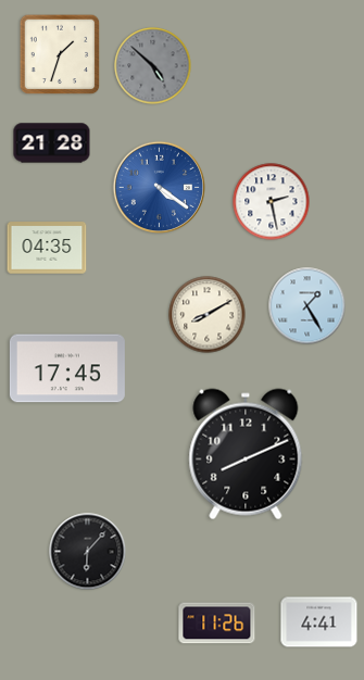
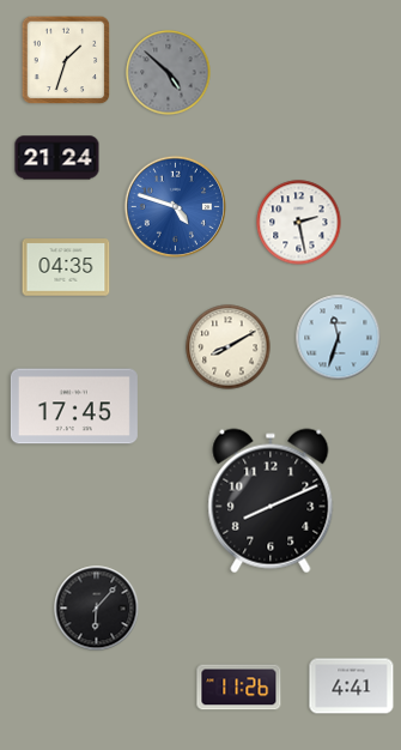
clock at (52, 143): 21:28 -> 21:24
clock at (159, 187): 4:21 -> 4:48
clock at (47, 248) position: (47, 248) -> (66, 267)
clock at (307, 306): 1:25 -> 11:33
